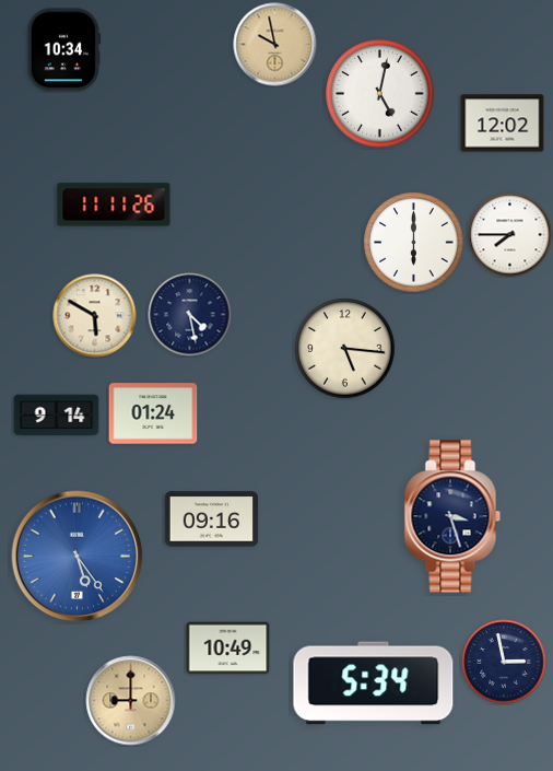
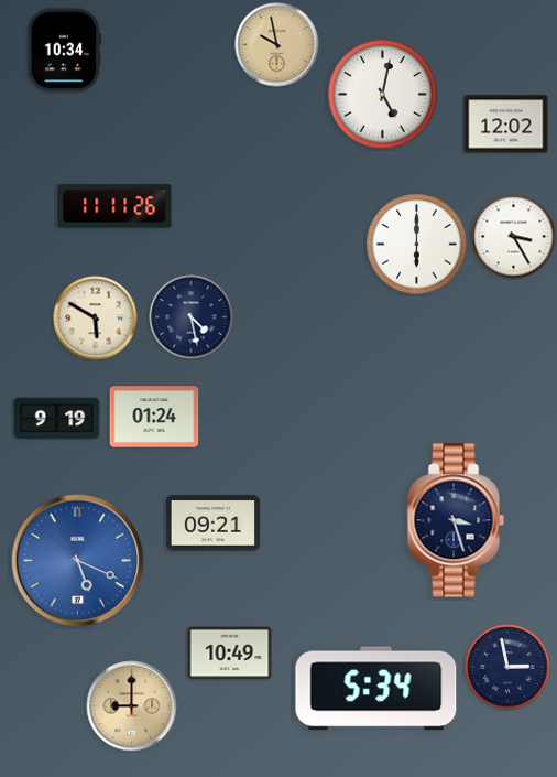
clock at (510, 235): 7:45 -> 3:25
clock at (345, 349): 5:16 -> none
clock at (57, 416): 9:14 -> 9:19
clock at (212, 519): 09:16 -> 09:21
clock at (78, 557): 5:24 -> 5:19
